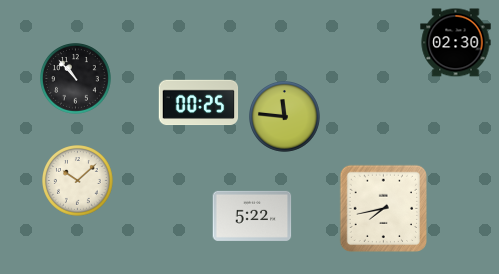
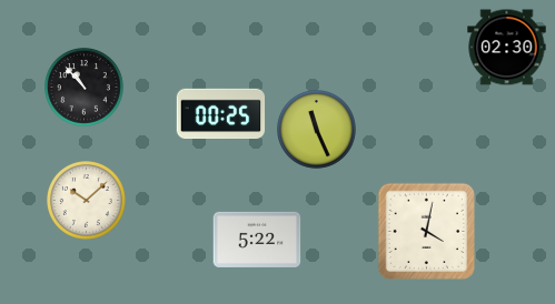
clock at (285, 117): 11:46 -> 11:26
clock at (383, 208): 7:43 -> 4:02
clock at (252, 216) position: (252, 216) -> (257, 240)
